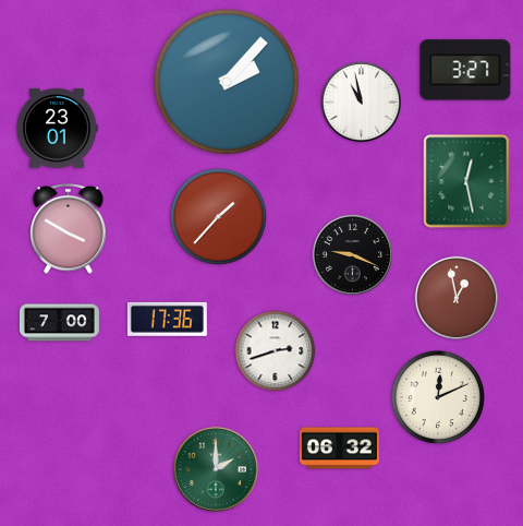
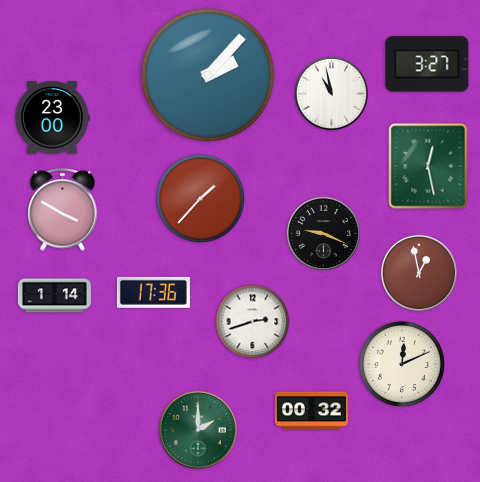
clock at (57, 129): 23:01 -> 23:00
clock at (59, 323): 7:00 -> 1:14
clock at (339, 449): 06:32 -> 00:32
